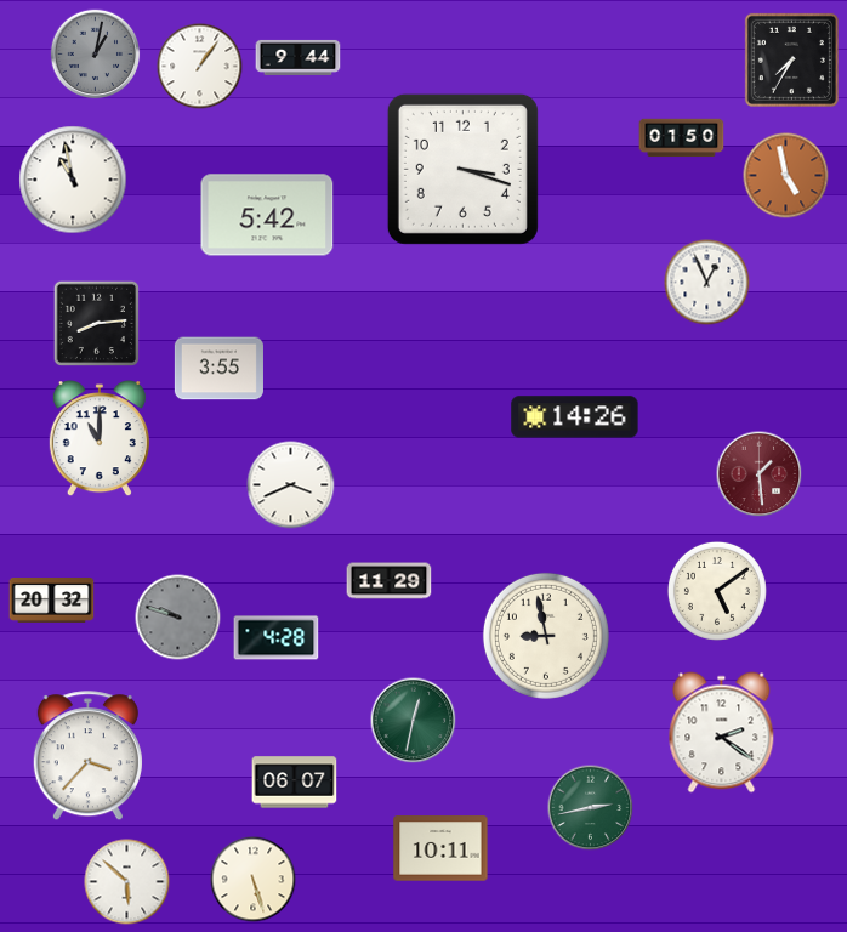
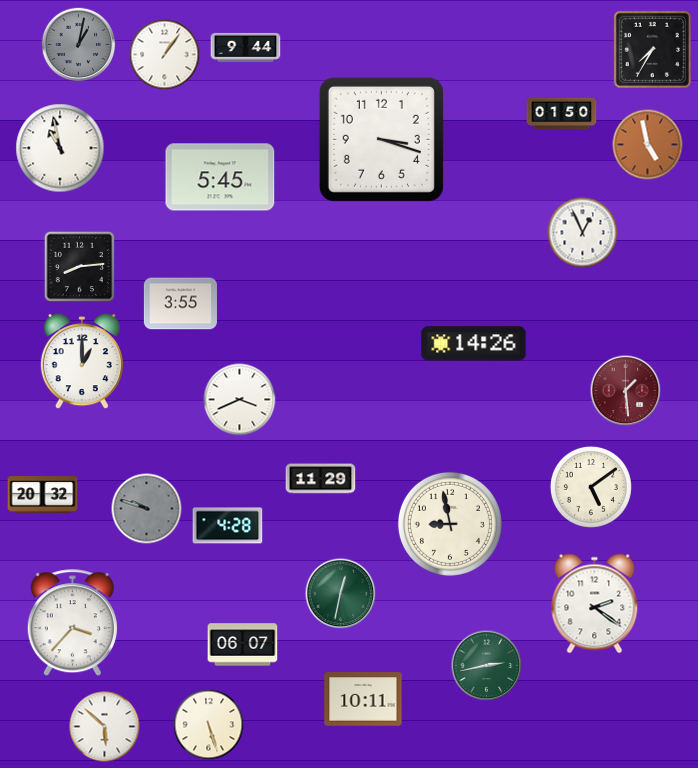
clock at (267, 215): 5:42 -> 5:45
clock at (100, 439): 11:00 -> 1:00
